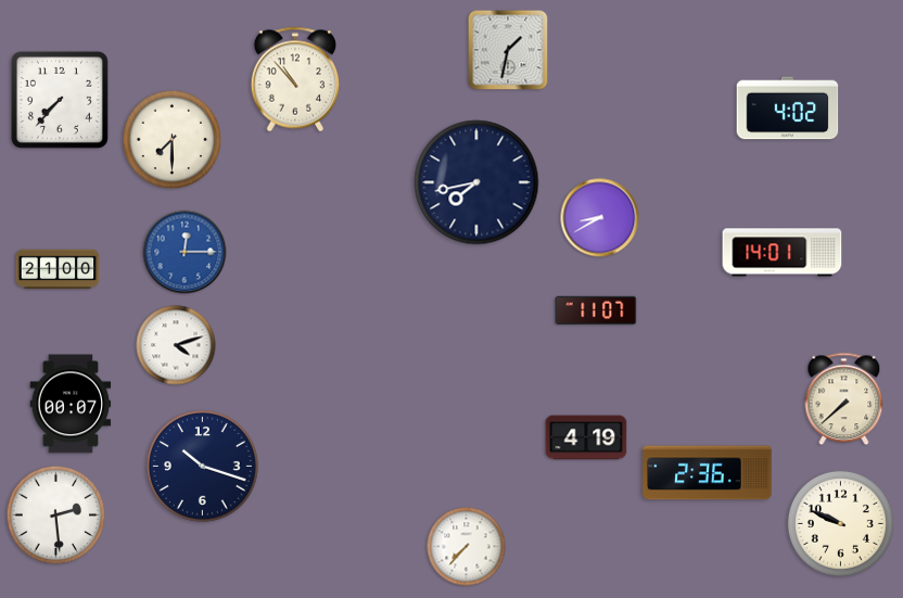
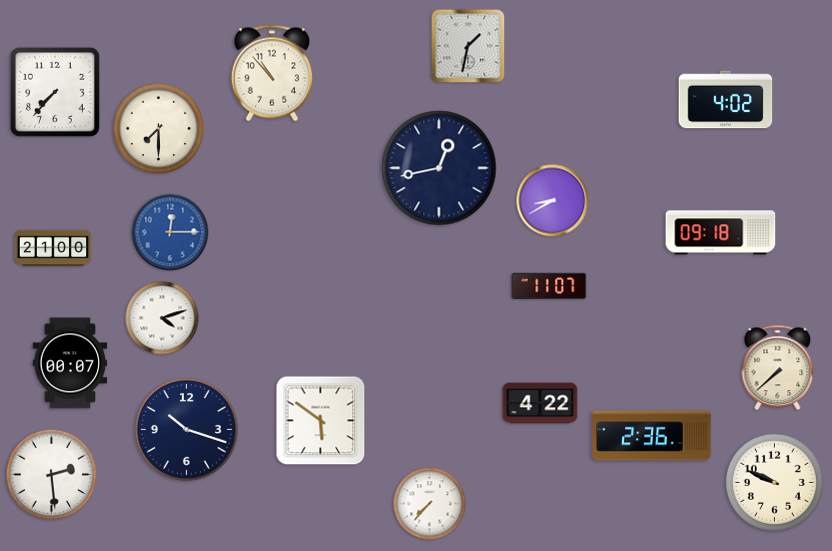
clock at (476, 182): 7:43 -> 12:43
clock at (783, 253): 14:01 -> 09:18
clock at (71, 404) position: (71, 404) -> (70, 363)
clock at (586, 437): 4:19 -> 4:22
clock at (321, 421): none -> 5:51
